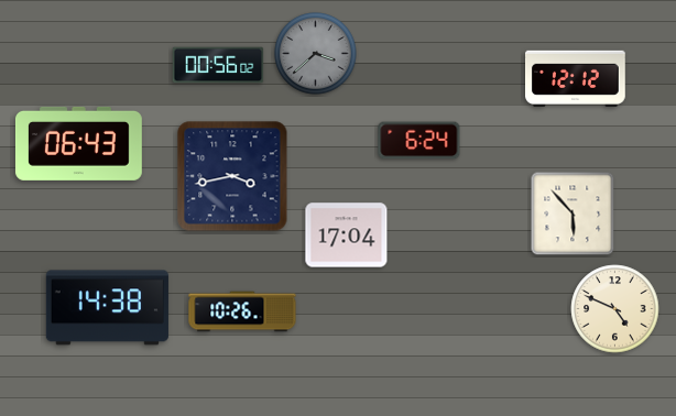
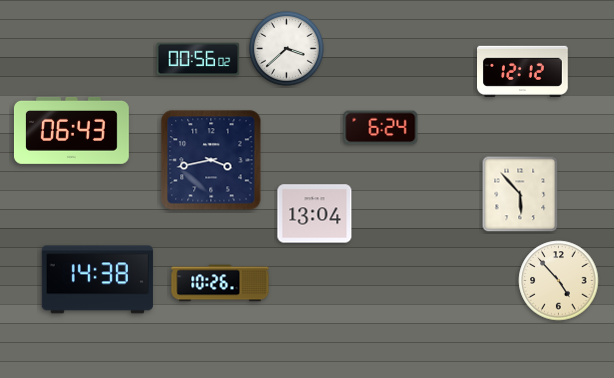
clock at (316, 54) dial: grey -> white
clock at (347, 236): 17:04 -> 13:04
clock at (615, 309): 4:49 -> 4:53
